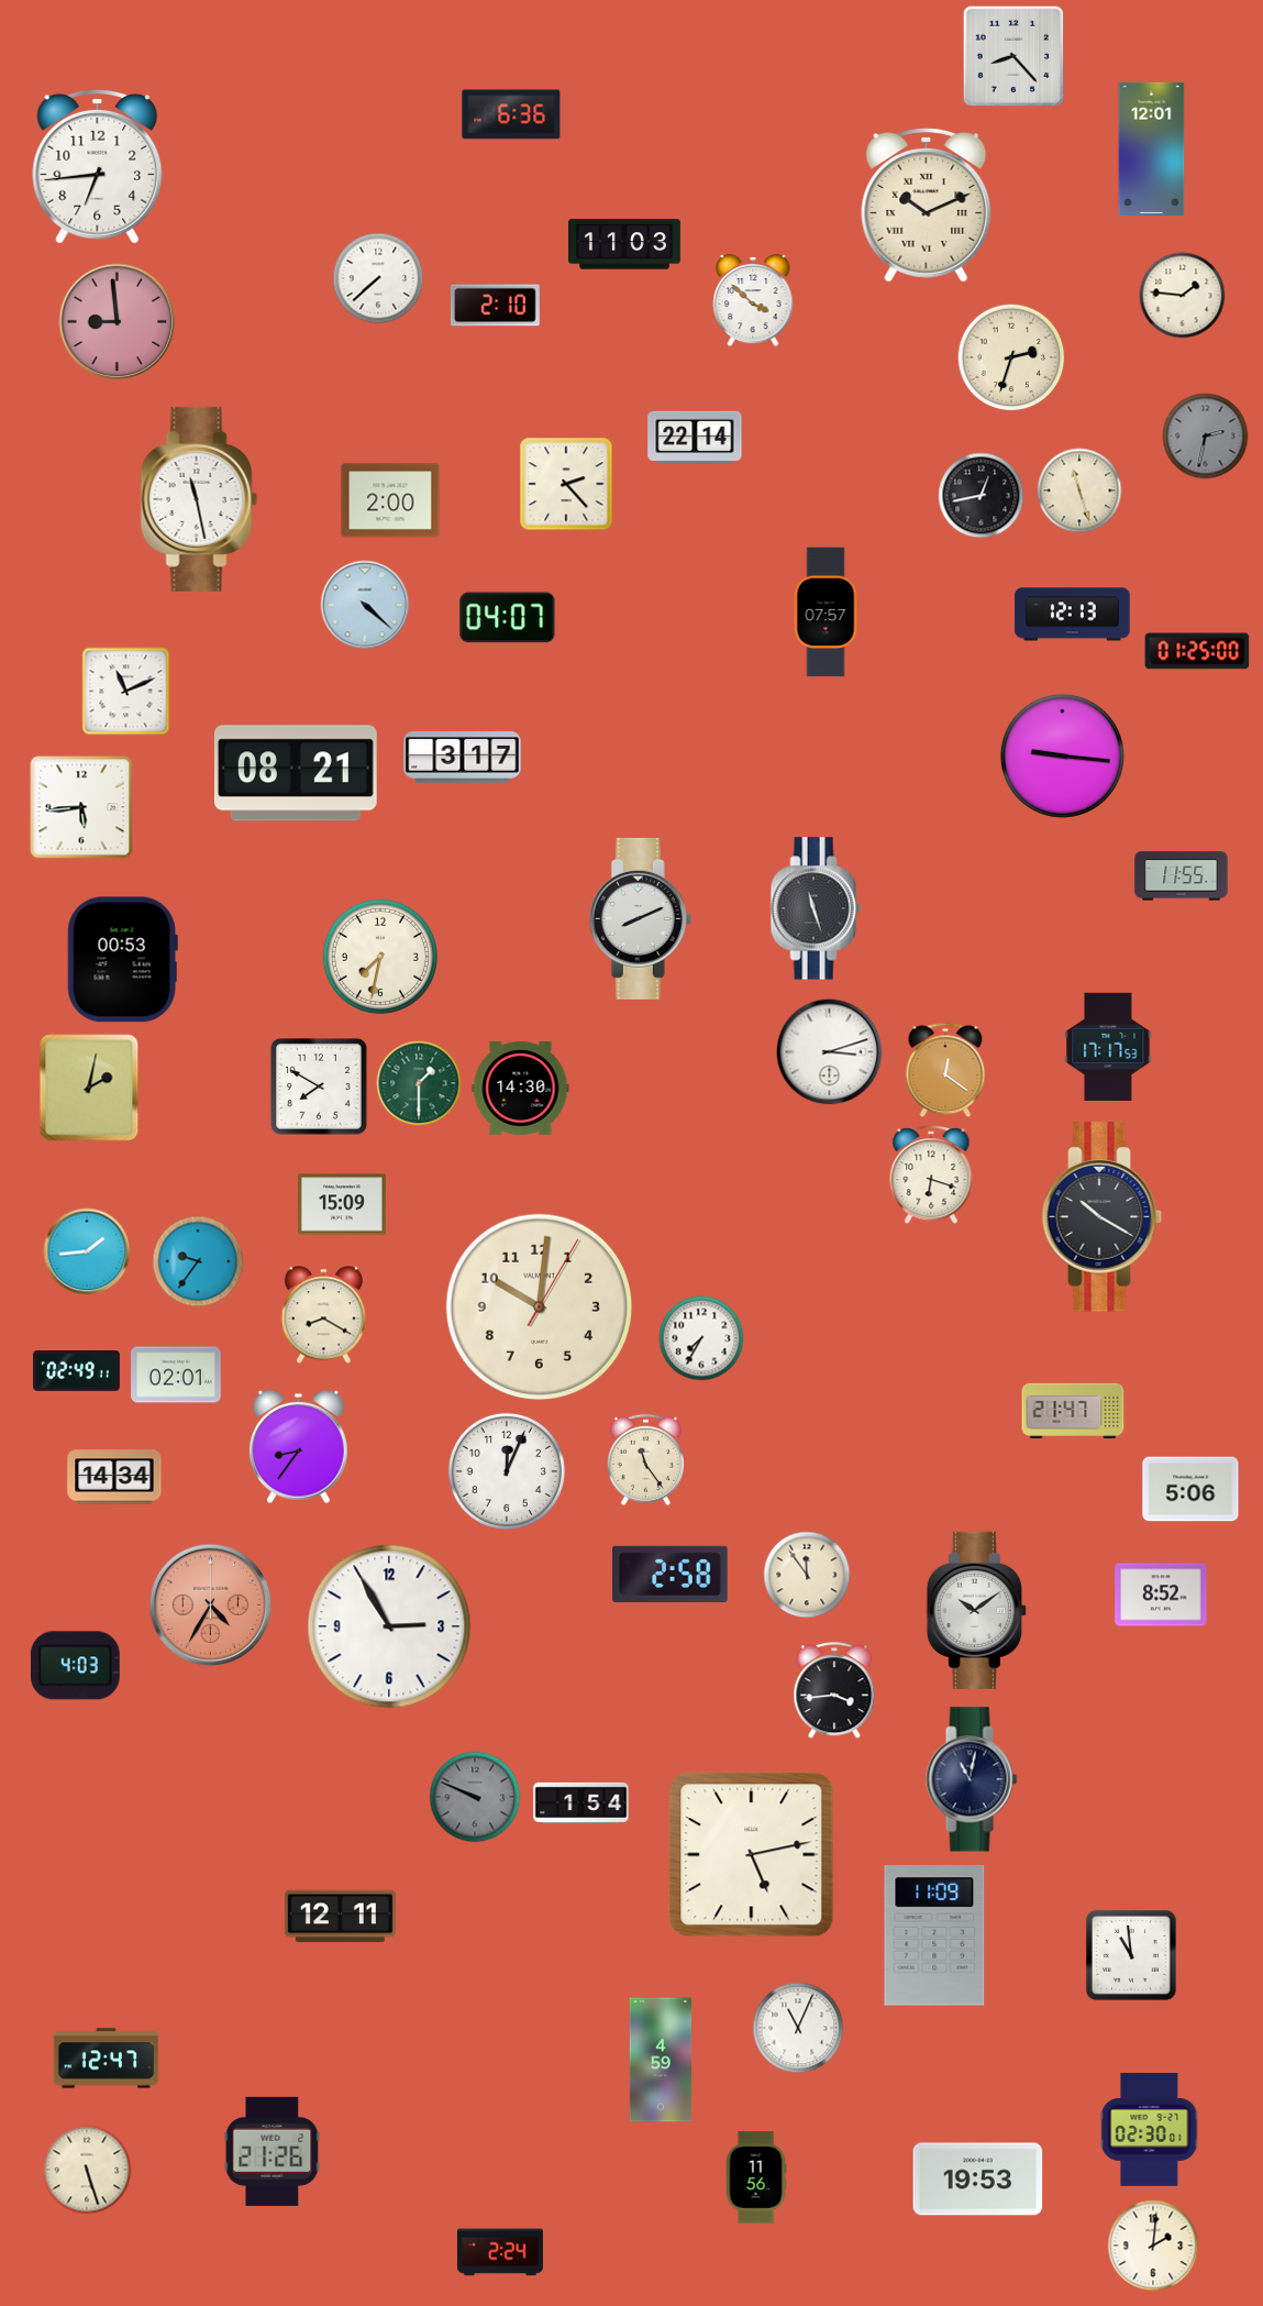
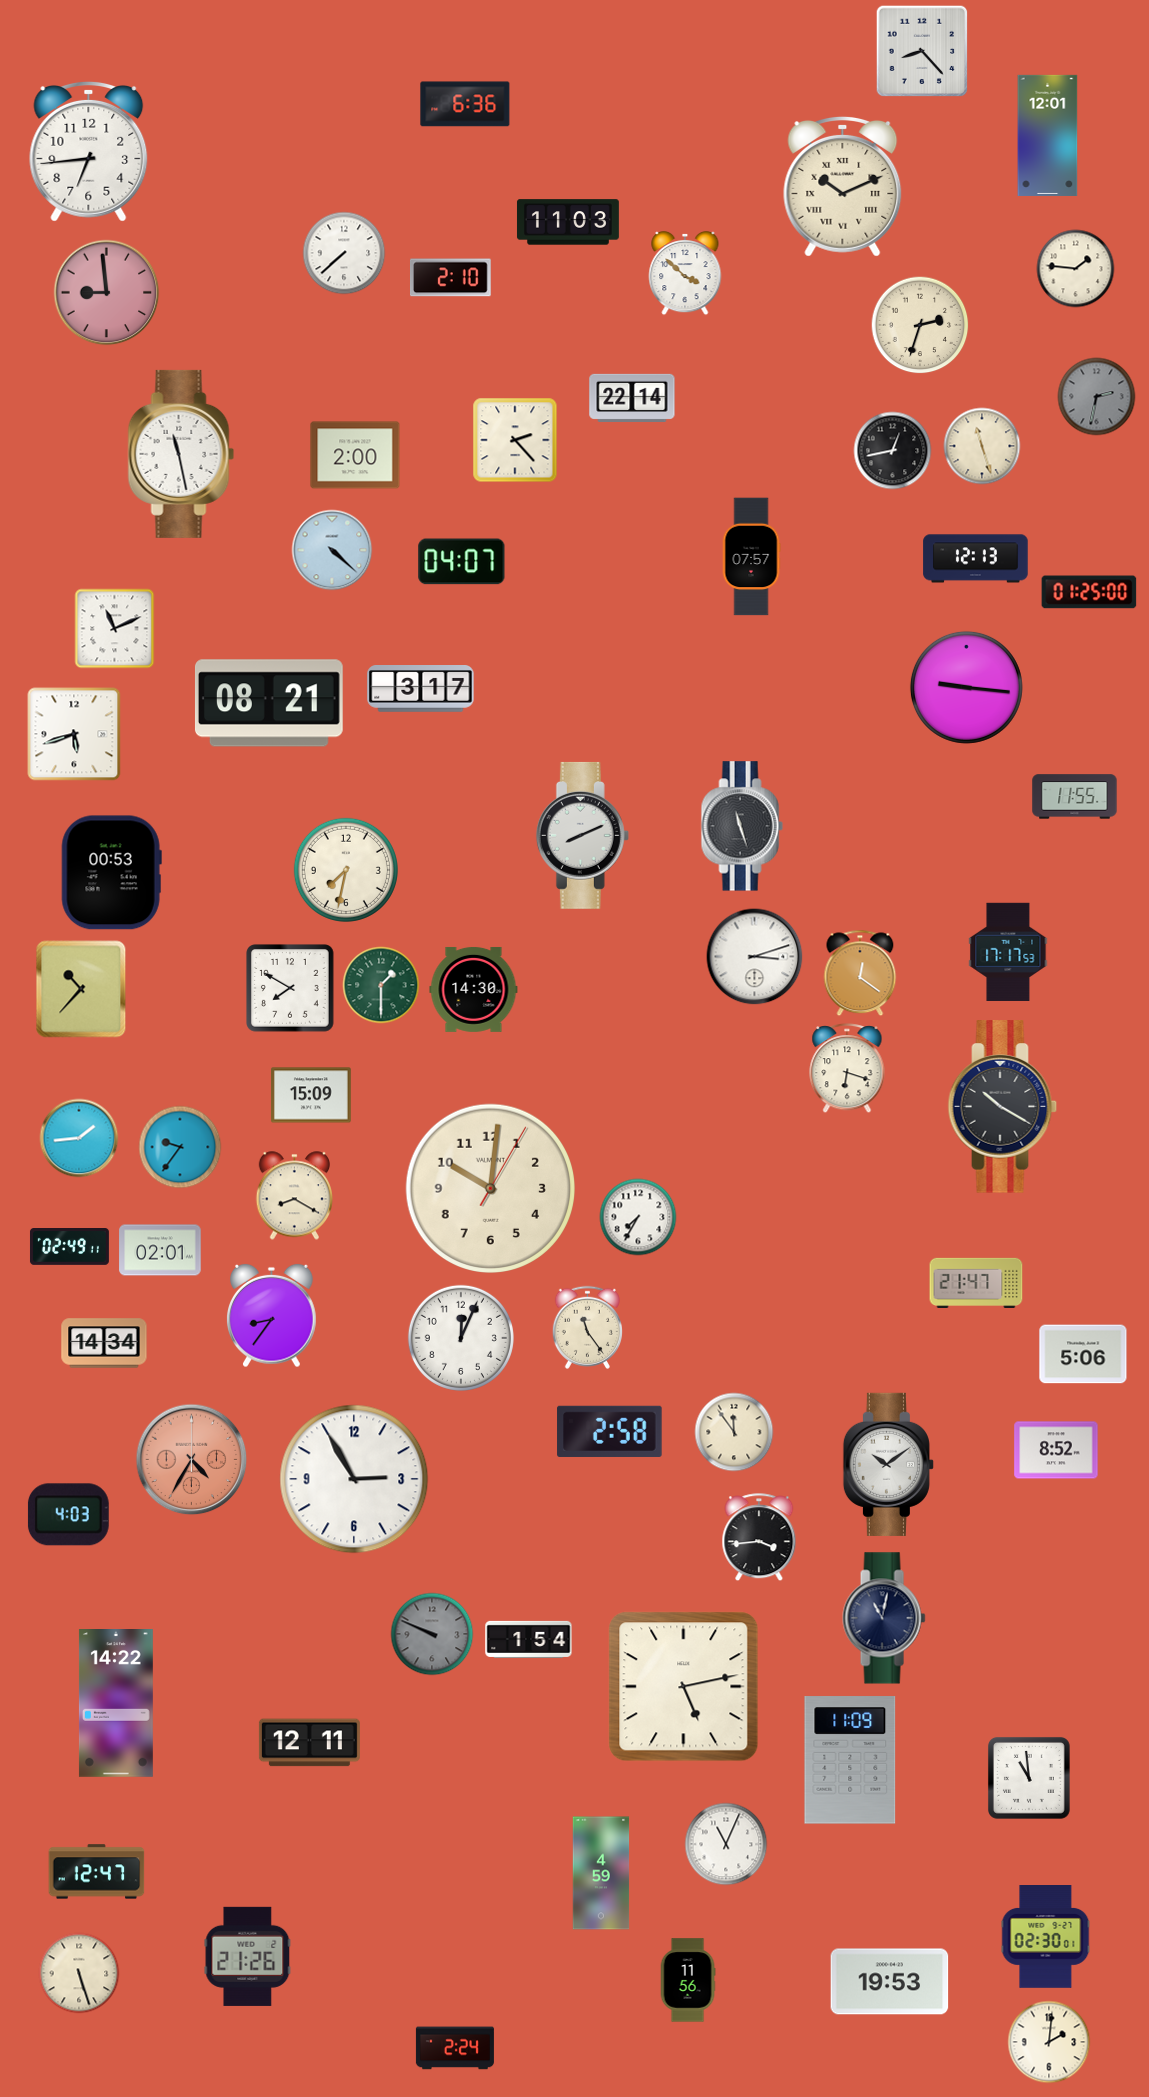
clock at (81, 807): 5:44 -> 5:42
clock at (89, 1088): 2:02 -> 10:37
clock at (116, 1704): none -> 14:22
